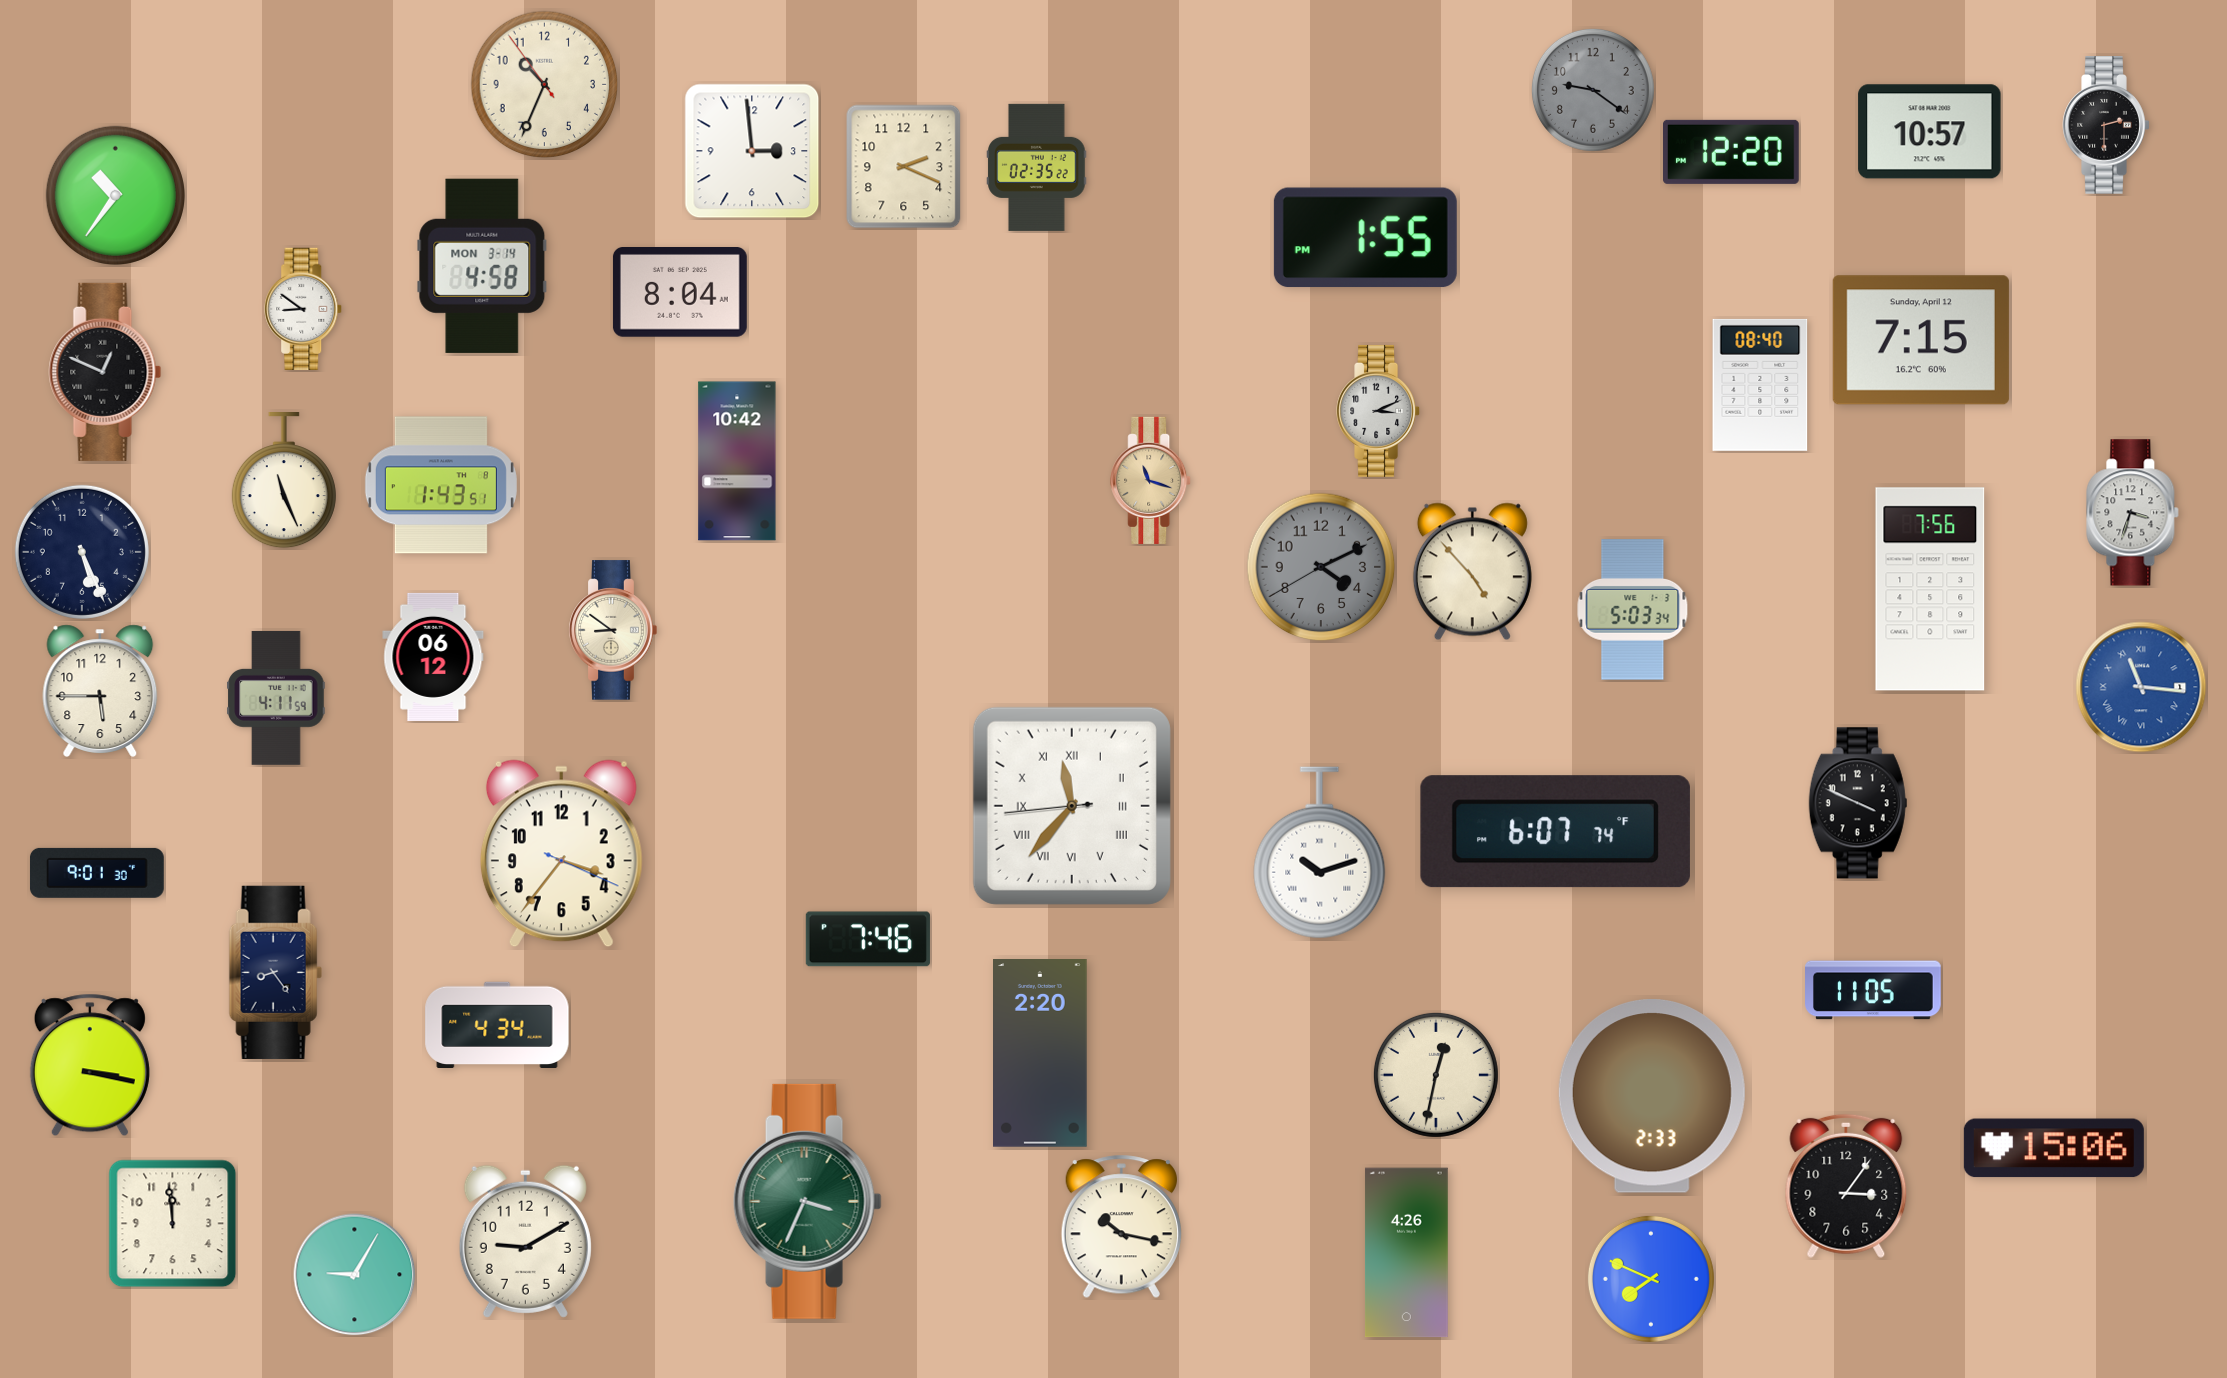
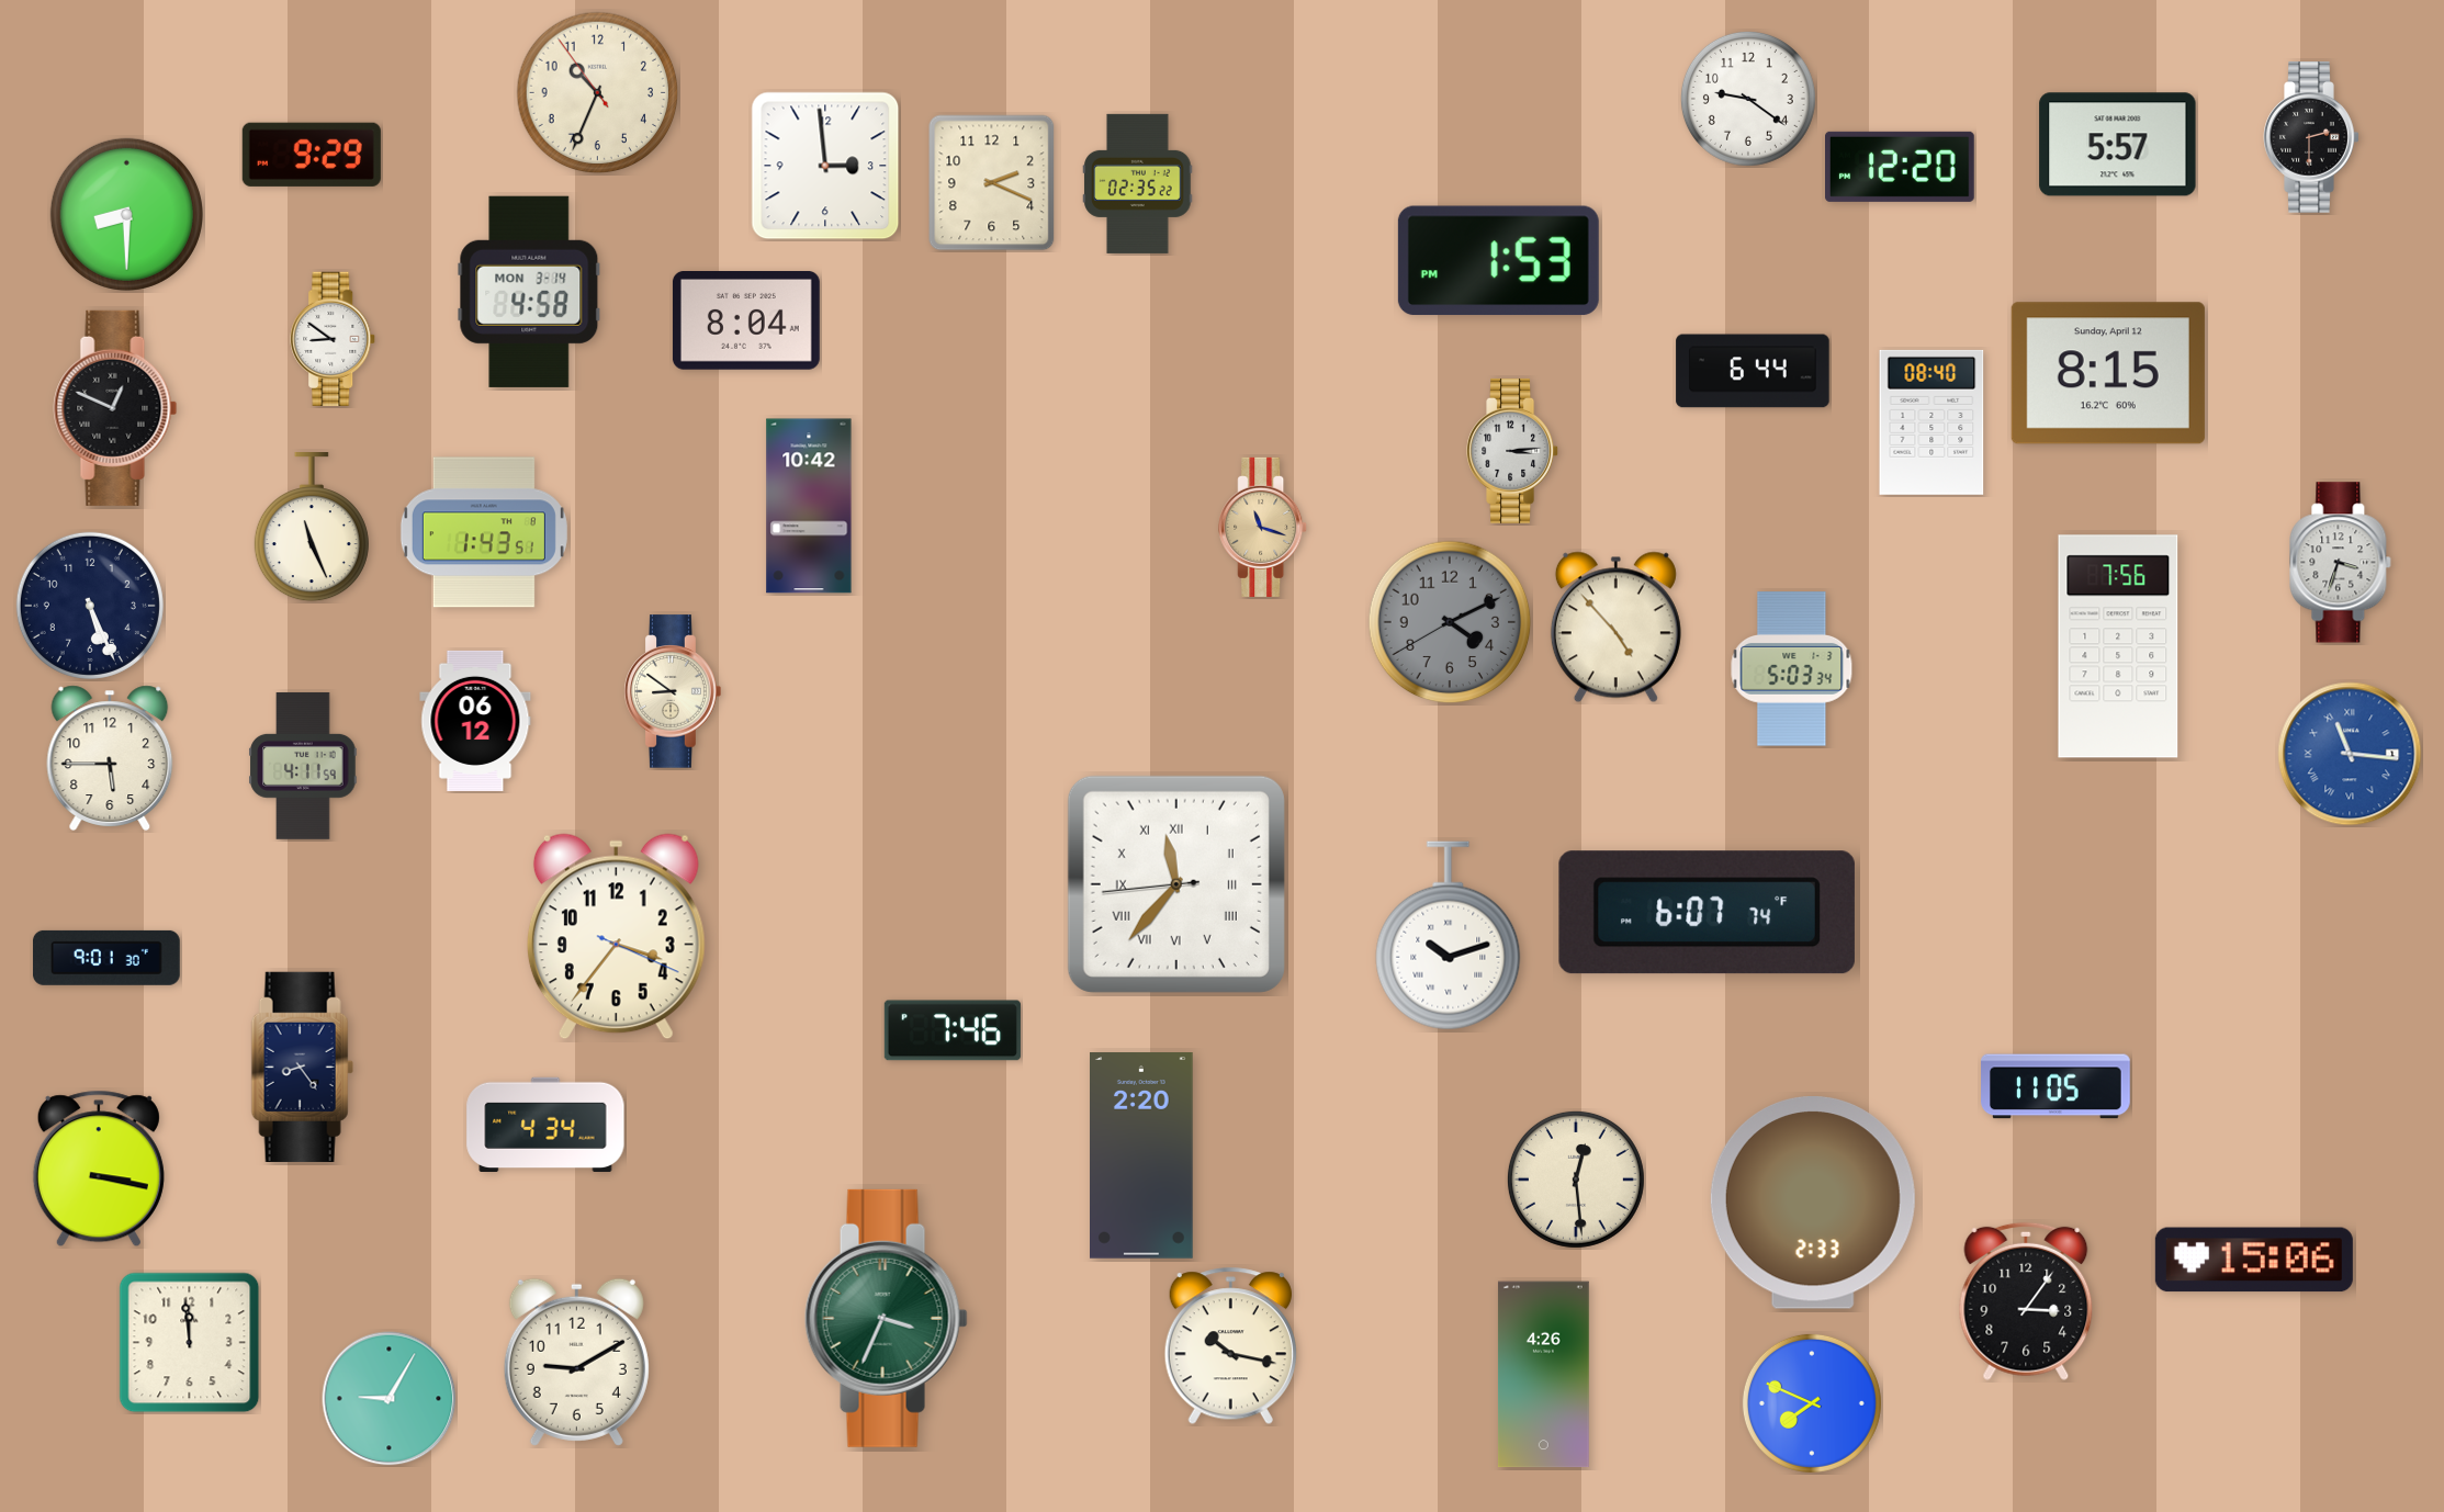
clock at (1593, 90) dial: grey -> white
clock at (1930, 132): 10:57 -> 5:57
clock at (312, 155): none -> 9:29
clock at (115, 195): 10:36 -> 8:30
clock at (1365, 238): 1:55 -> 1:53
clock at (1753, 371): none -> 6:44
clock at (1921, 340): 7:15 -> 8:15
clock at (1379, 411): 3:11 -> 3:14
clock at (1858, 803): 3:49 -> none
clock at (1436, 1075): 12:32 -> 12:29
